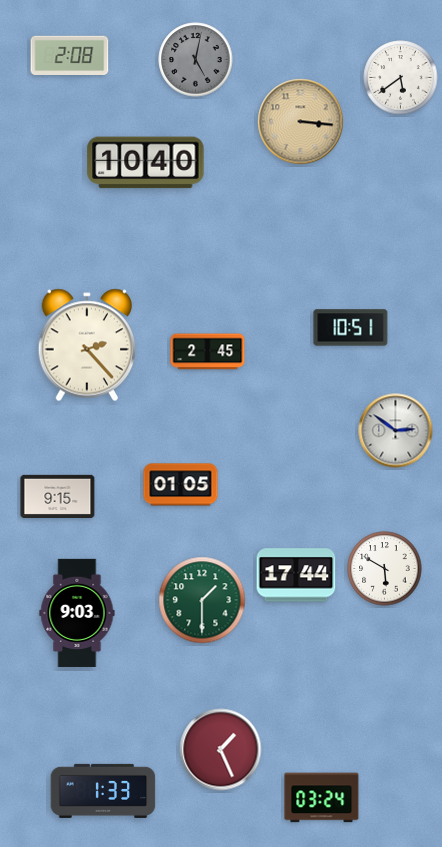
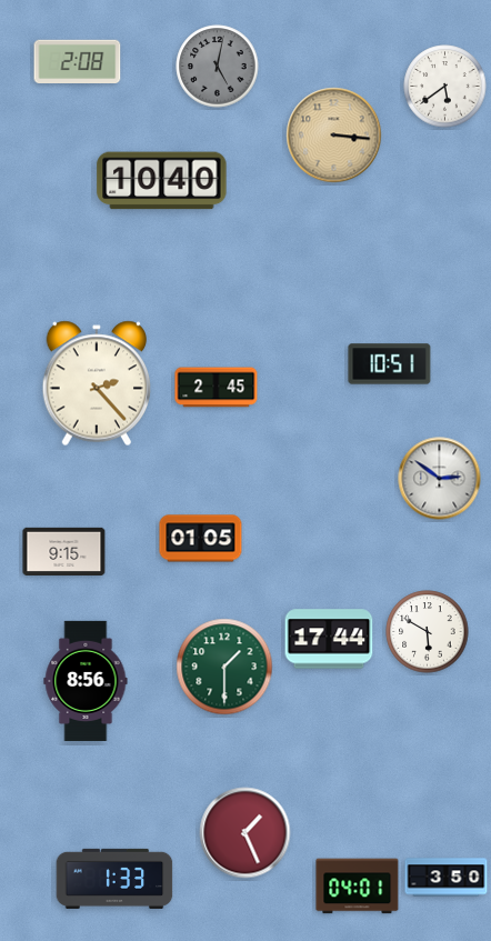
clock at (208, 352) position: (208, 352) -> (217, 388)
clock at (77, 613): 9:03 -> 8:56
clock at (447, 878): none -> 3:50
clock at (322, 798): 03:24 -> 04:01
